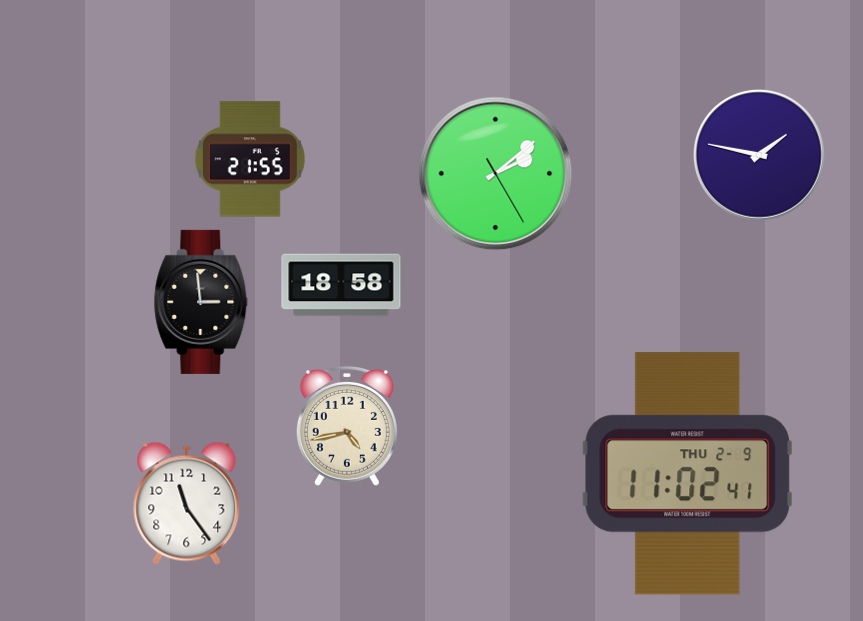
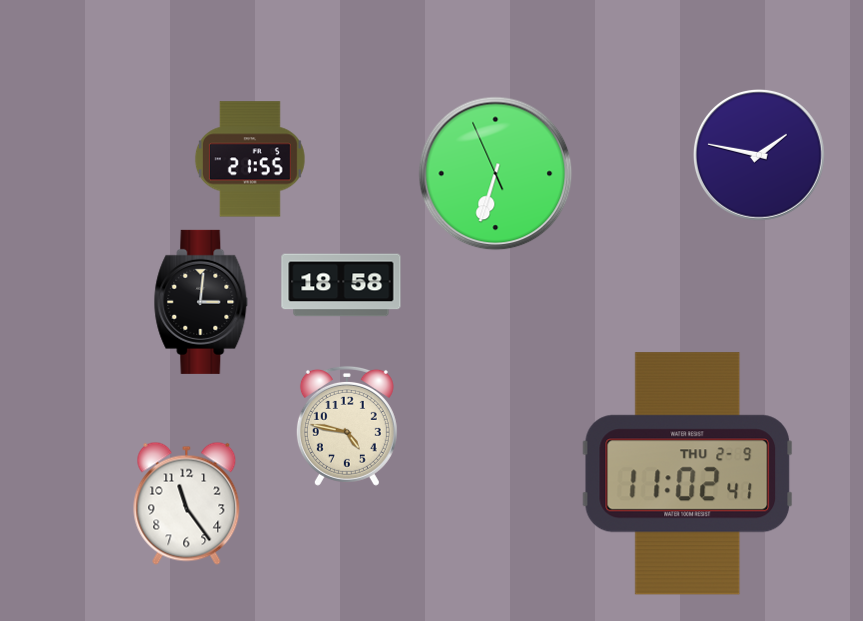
clock at (496, 174): 2:08 -> 6:32
clock at (201, 302): 2:59 -> 3:01
clock at (347, 426): 4:43 -> 4:47
